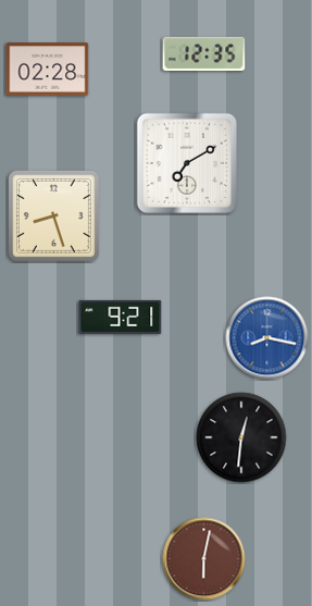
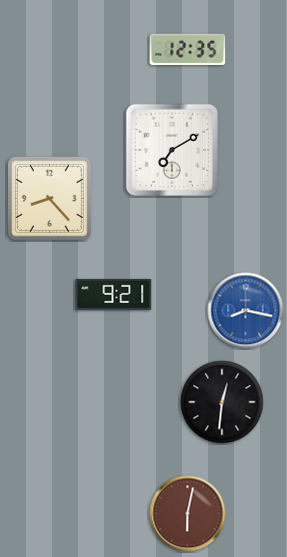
clock at (48, 70): 02:28 -> none
clock at (53, 215): 8:27 -> 8:23
clock at (121, 317) position: (121, 317) -> (114, 294)
